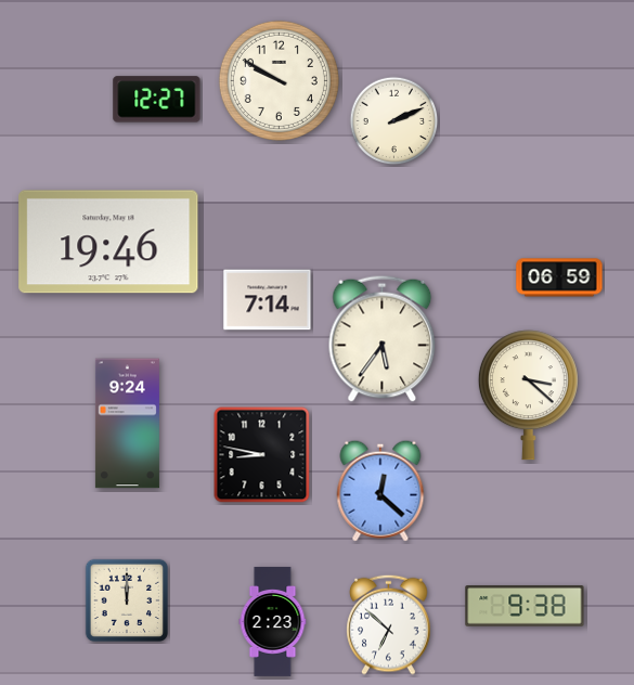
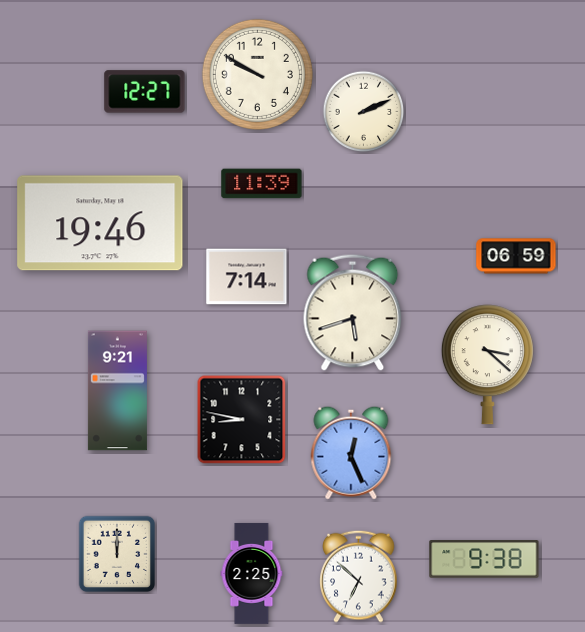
clock at (262, 184): none -> 11:39
clock at (383, 338): 5:36 -> 5:42
clock at (127, 424): 9:24 -> 9:21
clock at (380, 491): 12:22 -> 12:26
clock at (273, 622): 2:23 -> 2:25
